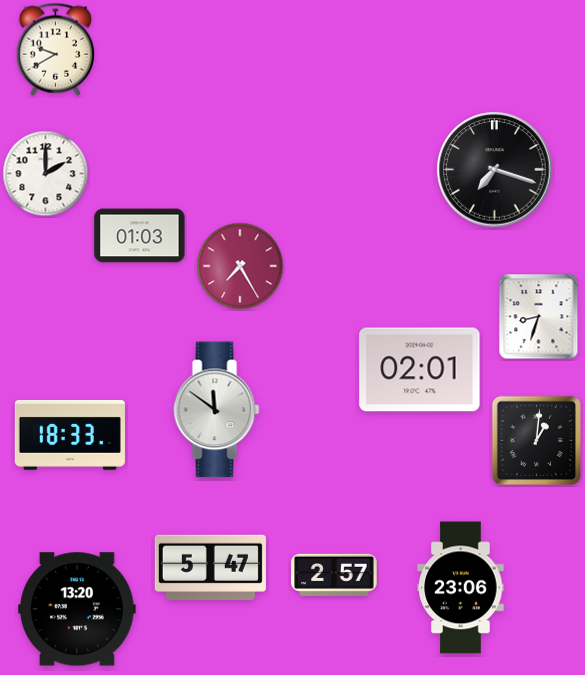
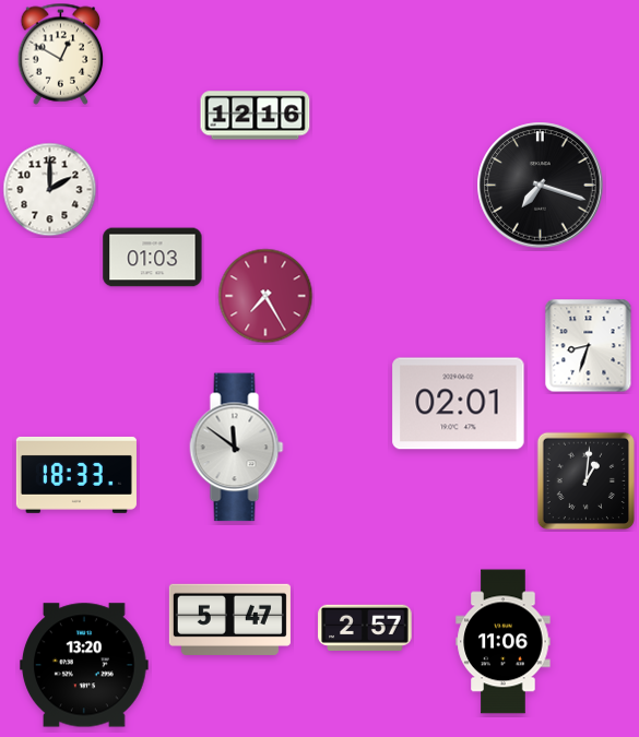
clock at (56, 49): 9:40 -> 12:50
clock at (256, 116): none -> 12:16
clock at (240, 266) position: (240, 266) -> (265, 296)
clock at (461, 588): 23:06 -> 11:06
